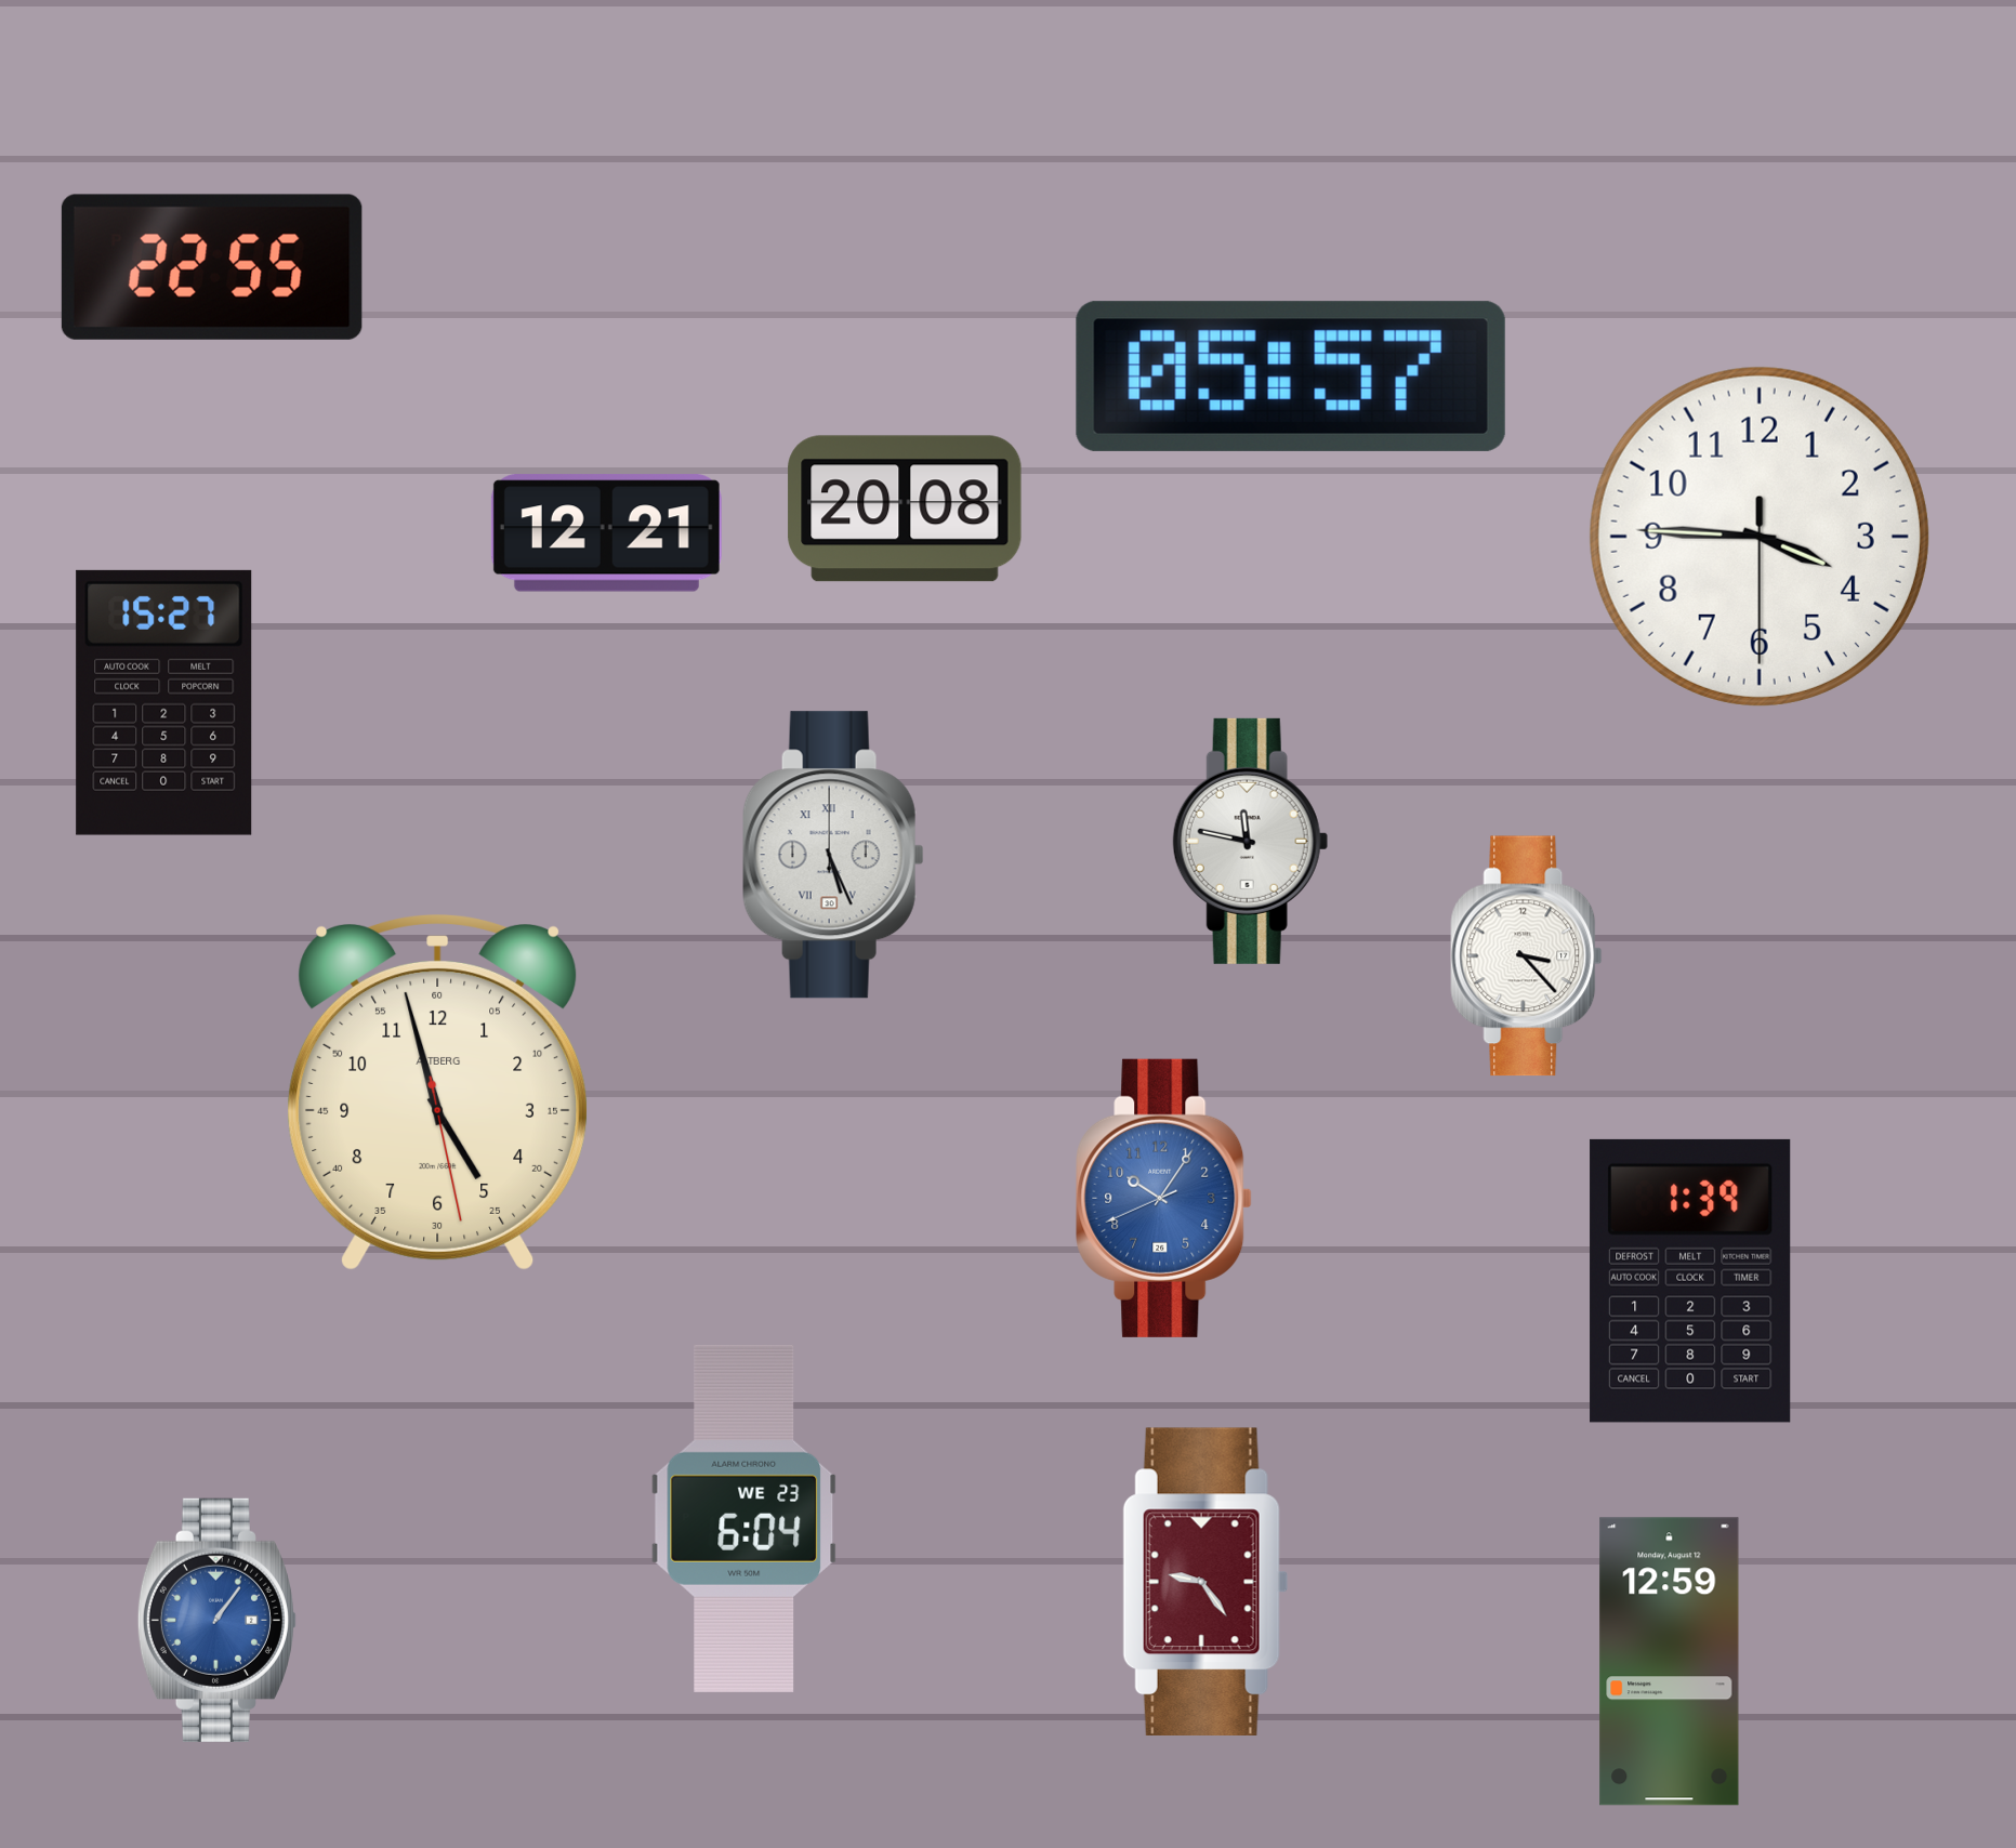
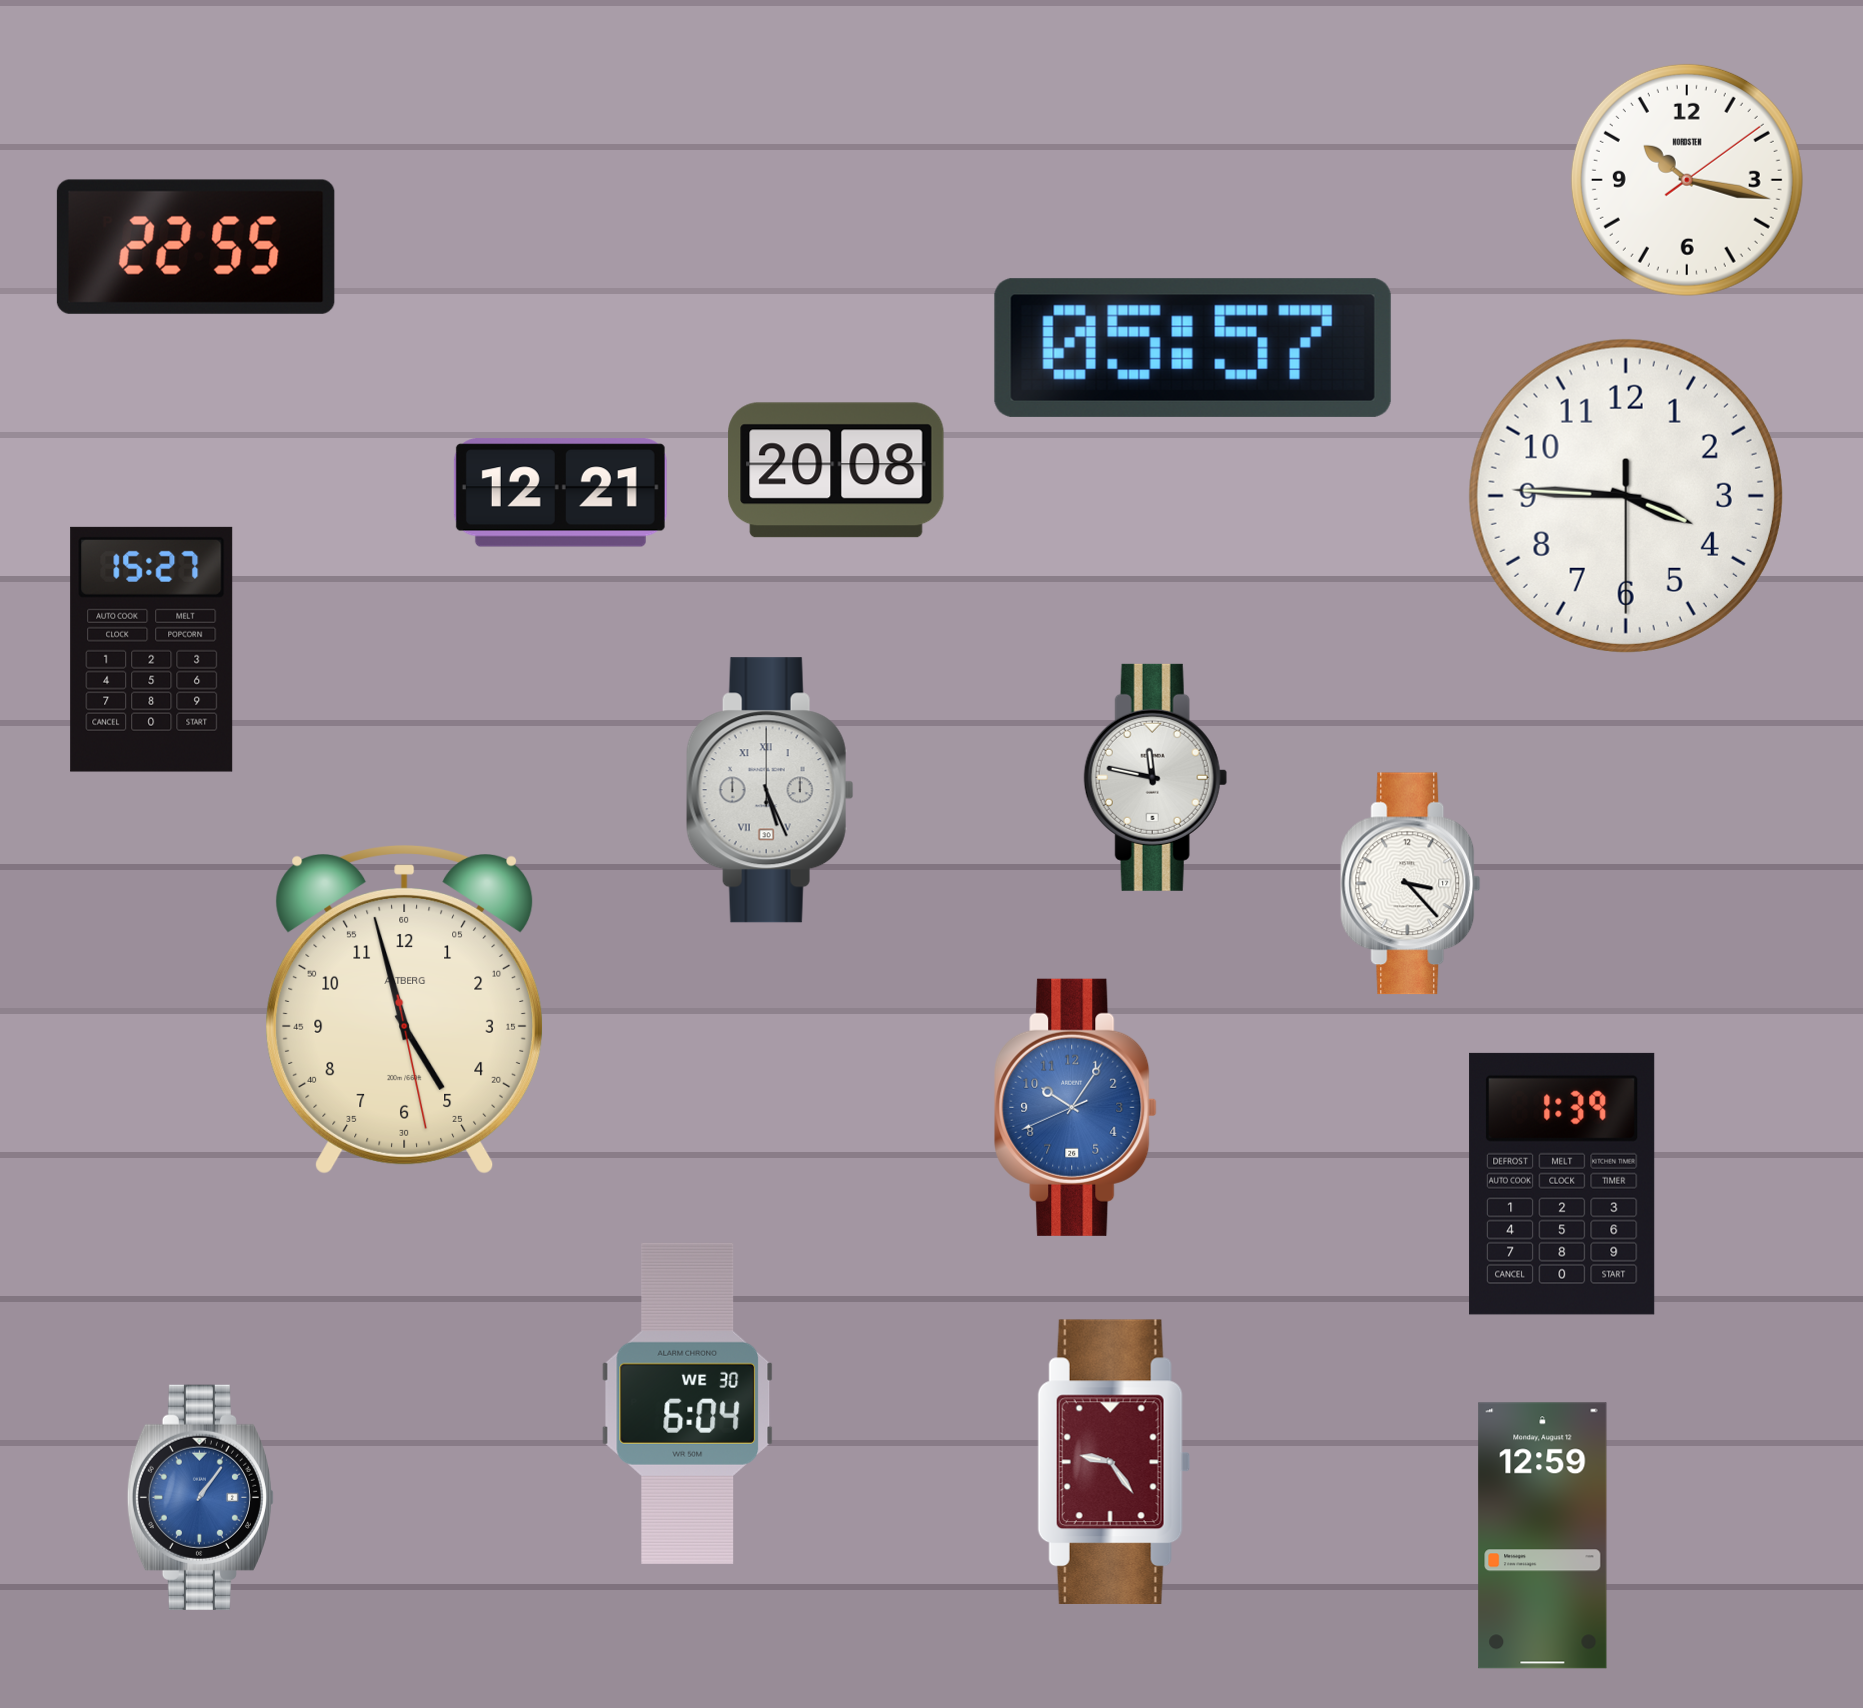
clock at (1687, 180): none -> 10:17
clock at (745, 1518) date: WE 23 -> WE 30
